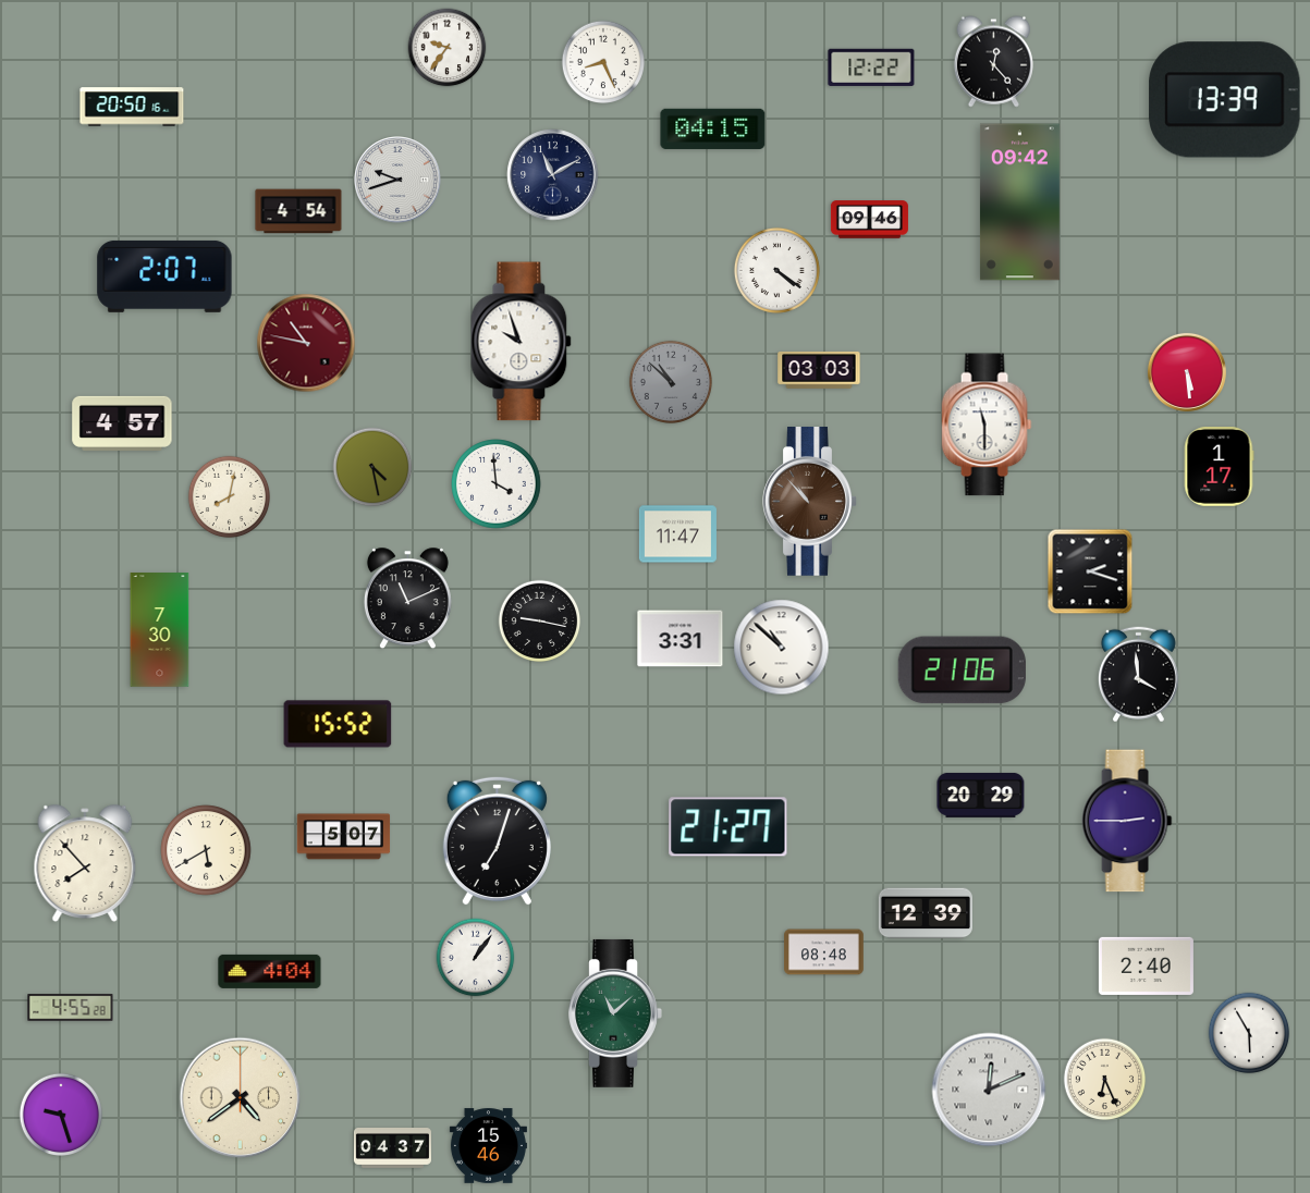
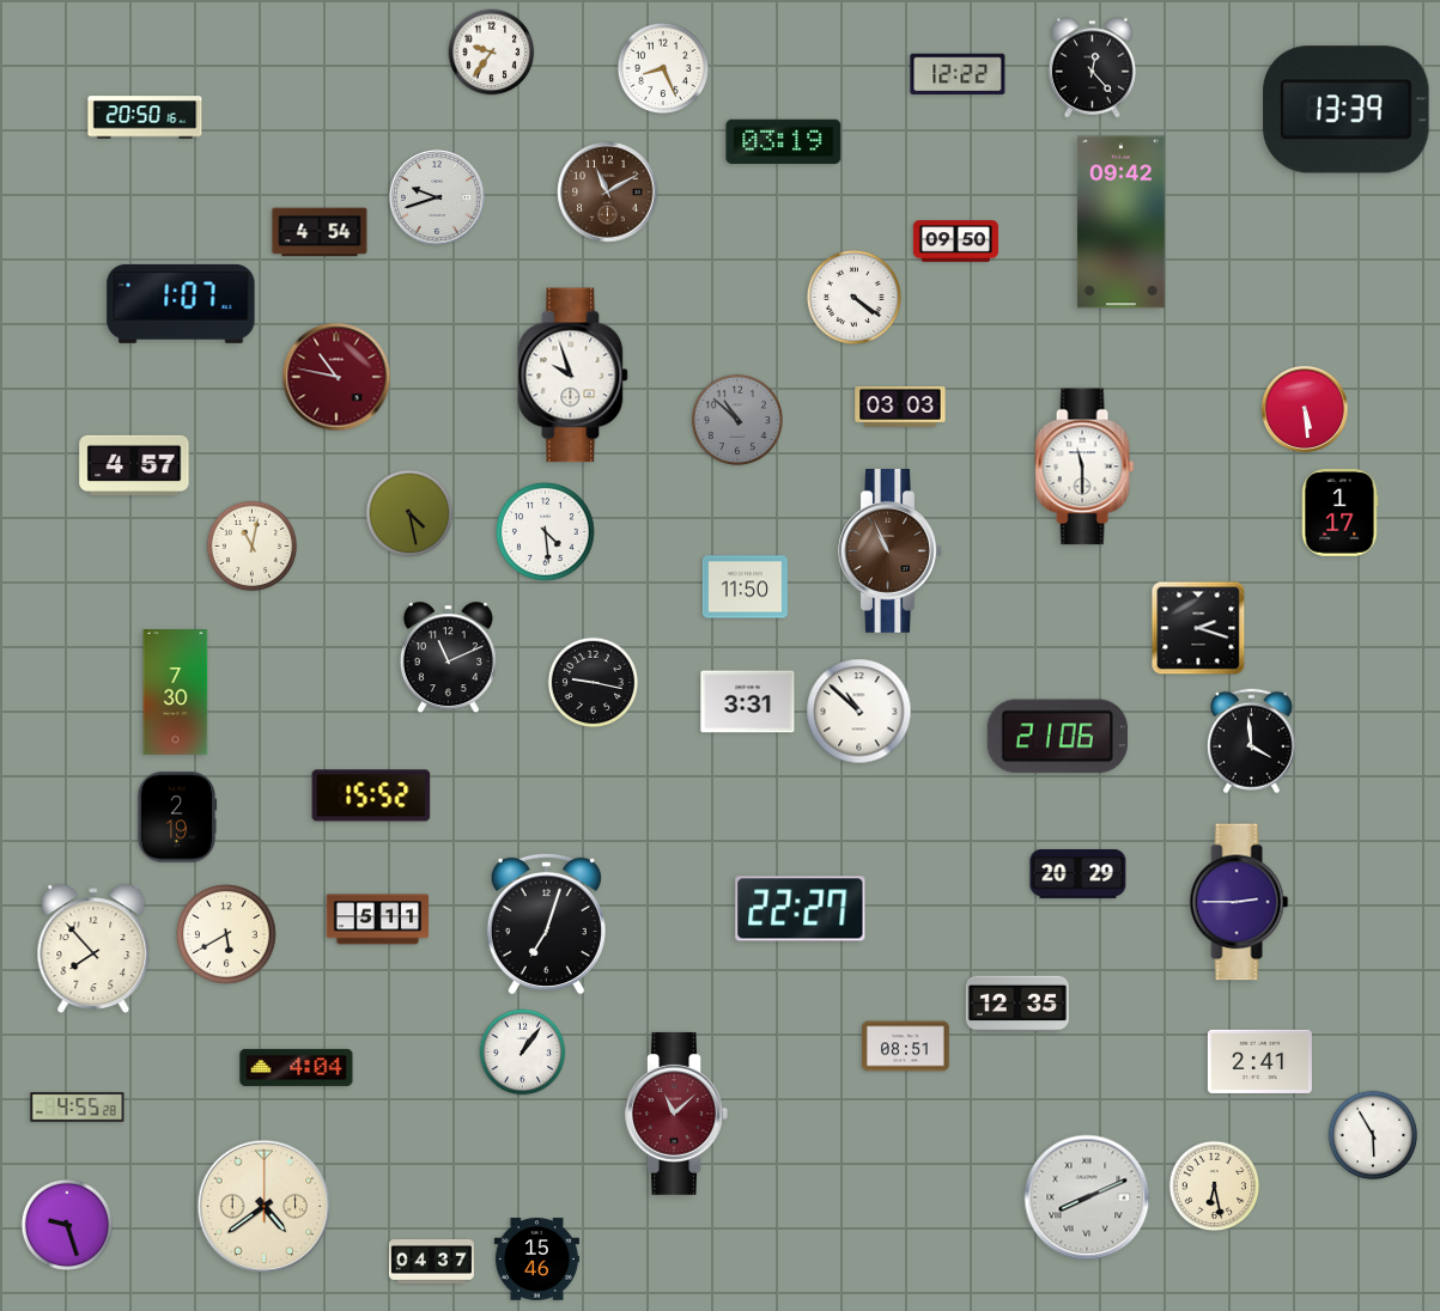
clock at (713, 128): 04:15 -> 03:19
clock at (553, 175) dial: navy -> brown
clock at (298, 211) position: (298, 211) -> (320, 232)
clock at (869, 220): 09:46 -> 09:50
clock at (164, 276): 2:07 -> 1:07
clock at (497, 484): 3:59 -> 4:29
clock at (230, 497): 8:02 -> 11:02
clock at (810, 502): 10:53 -> 10:56
clock at (677, 534): 11:47 -> 11:50
clock at (177, 817): none -> 2:19
clock at (729, 827): 21:27 -> 22:27
clock at (344, 837): 5:07 -> 5:11
clock at (926, 913): 12:39 -> 12:35
clock at (824, 952): 08:48 -> 08:51
clock at (1146, 966): 2:40 -> 2:41
clock at (615, 1013) dial: green -> burgundy
clock at (1105, 1080): 6:26 -> 6:28
clock at (989, 1090): 12:11 -> 8:11
